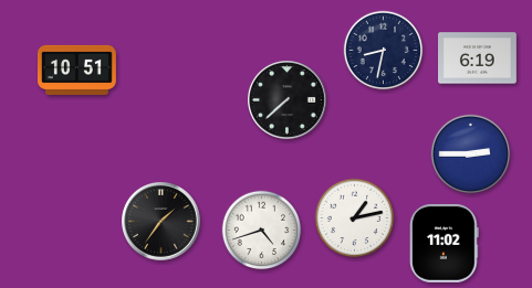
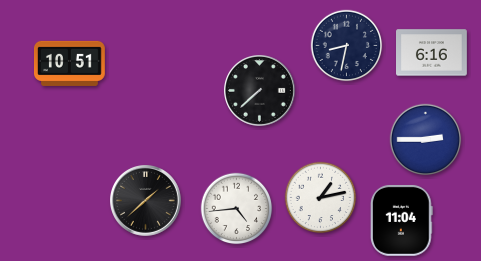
clock at (478, 58): 6:19 -> 6:16
clock at (161, 222): 1:36 -> 1:38
clock at (262, 231): 4:42 -> 4:44
clock at (444, 243): 11:02 -> 11:04
